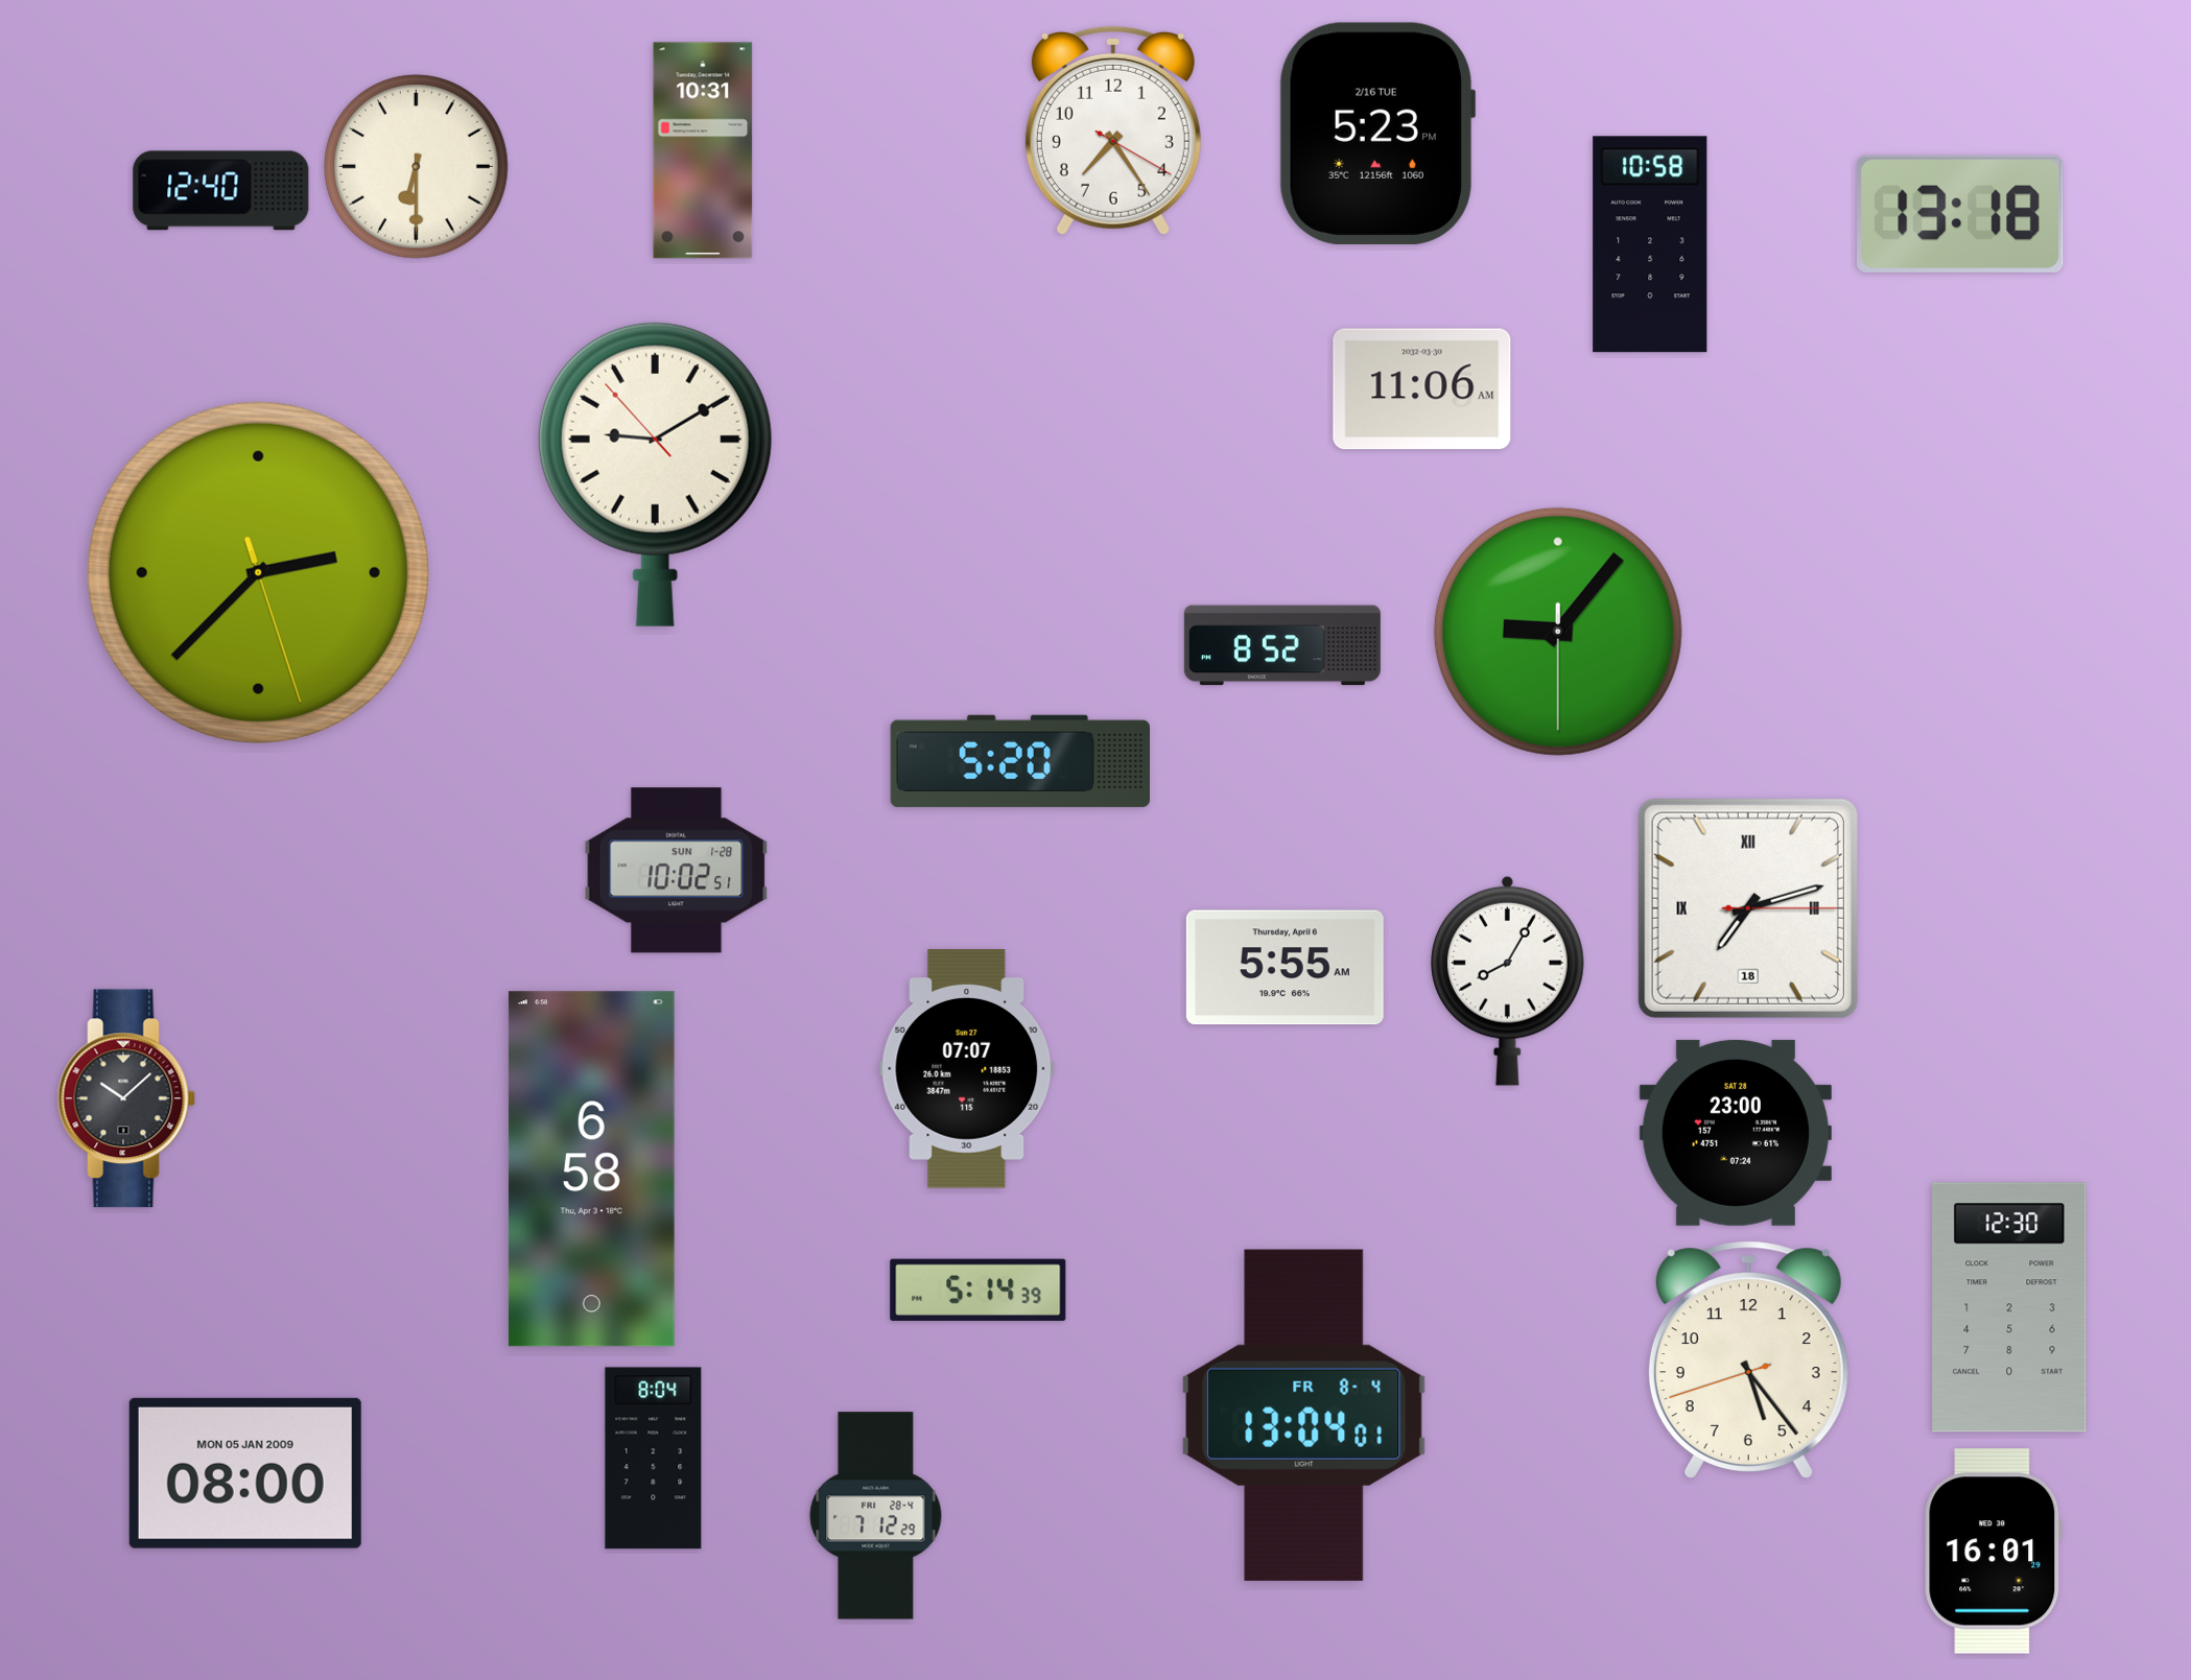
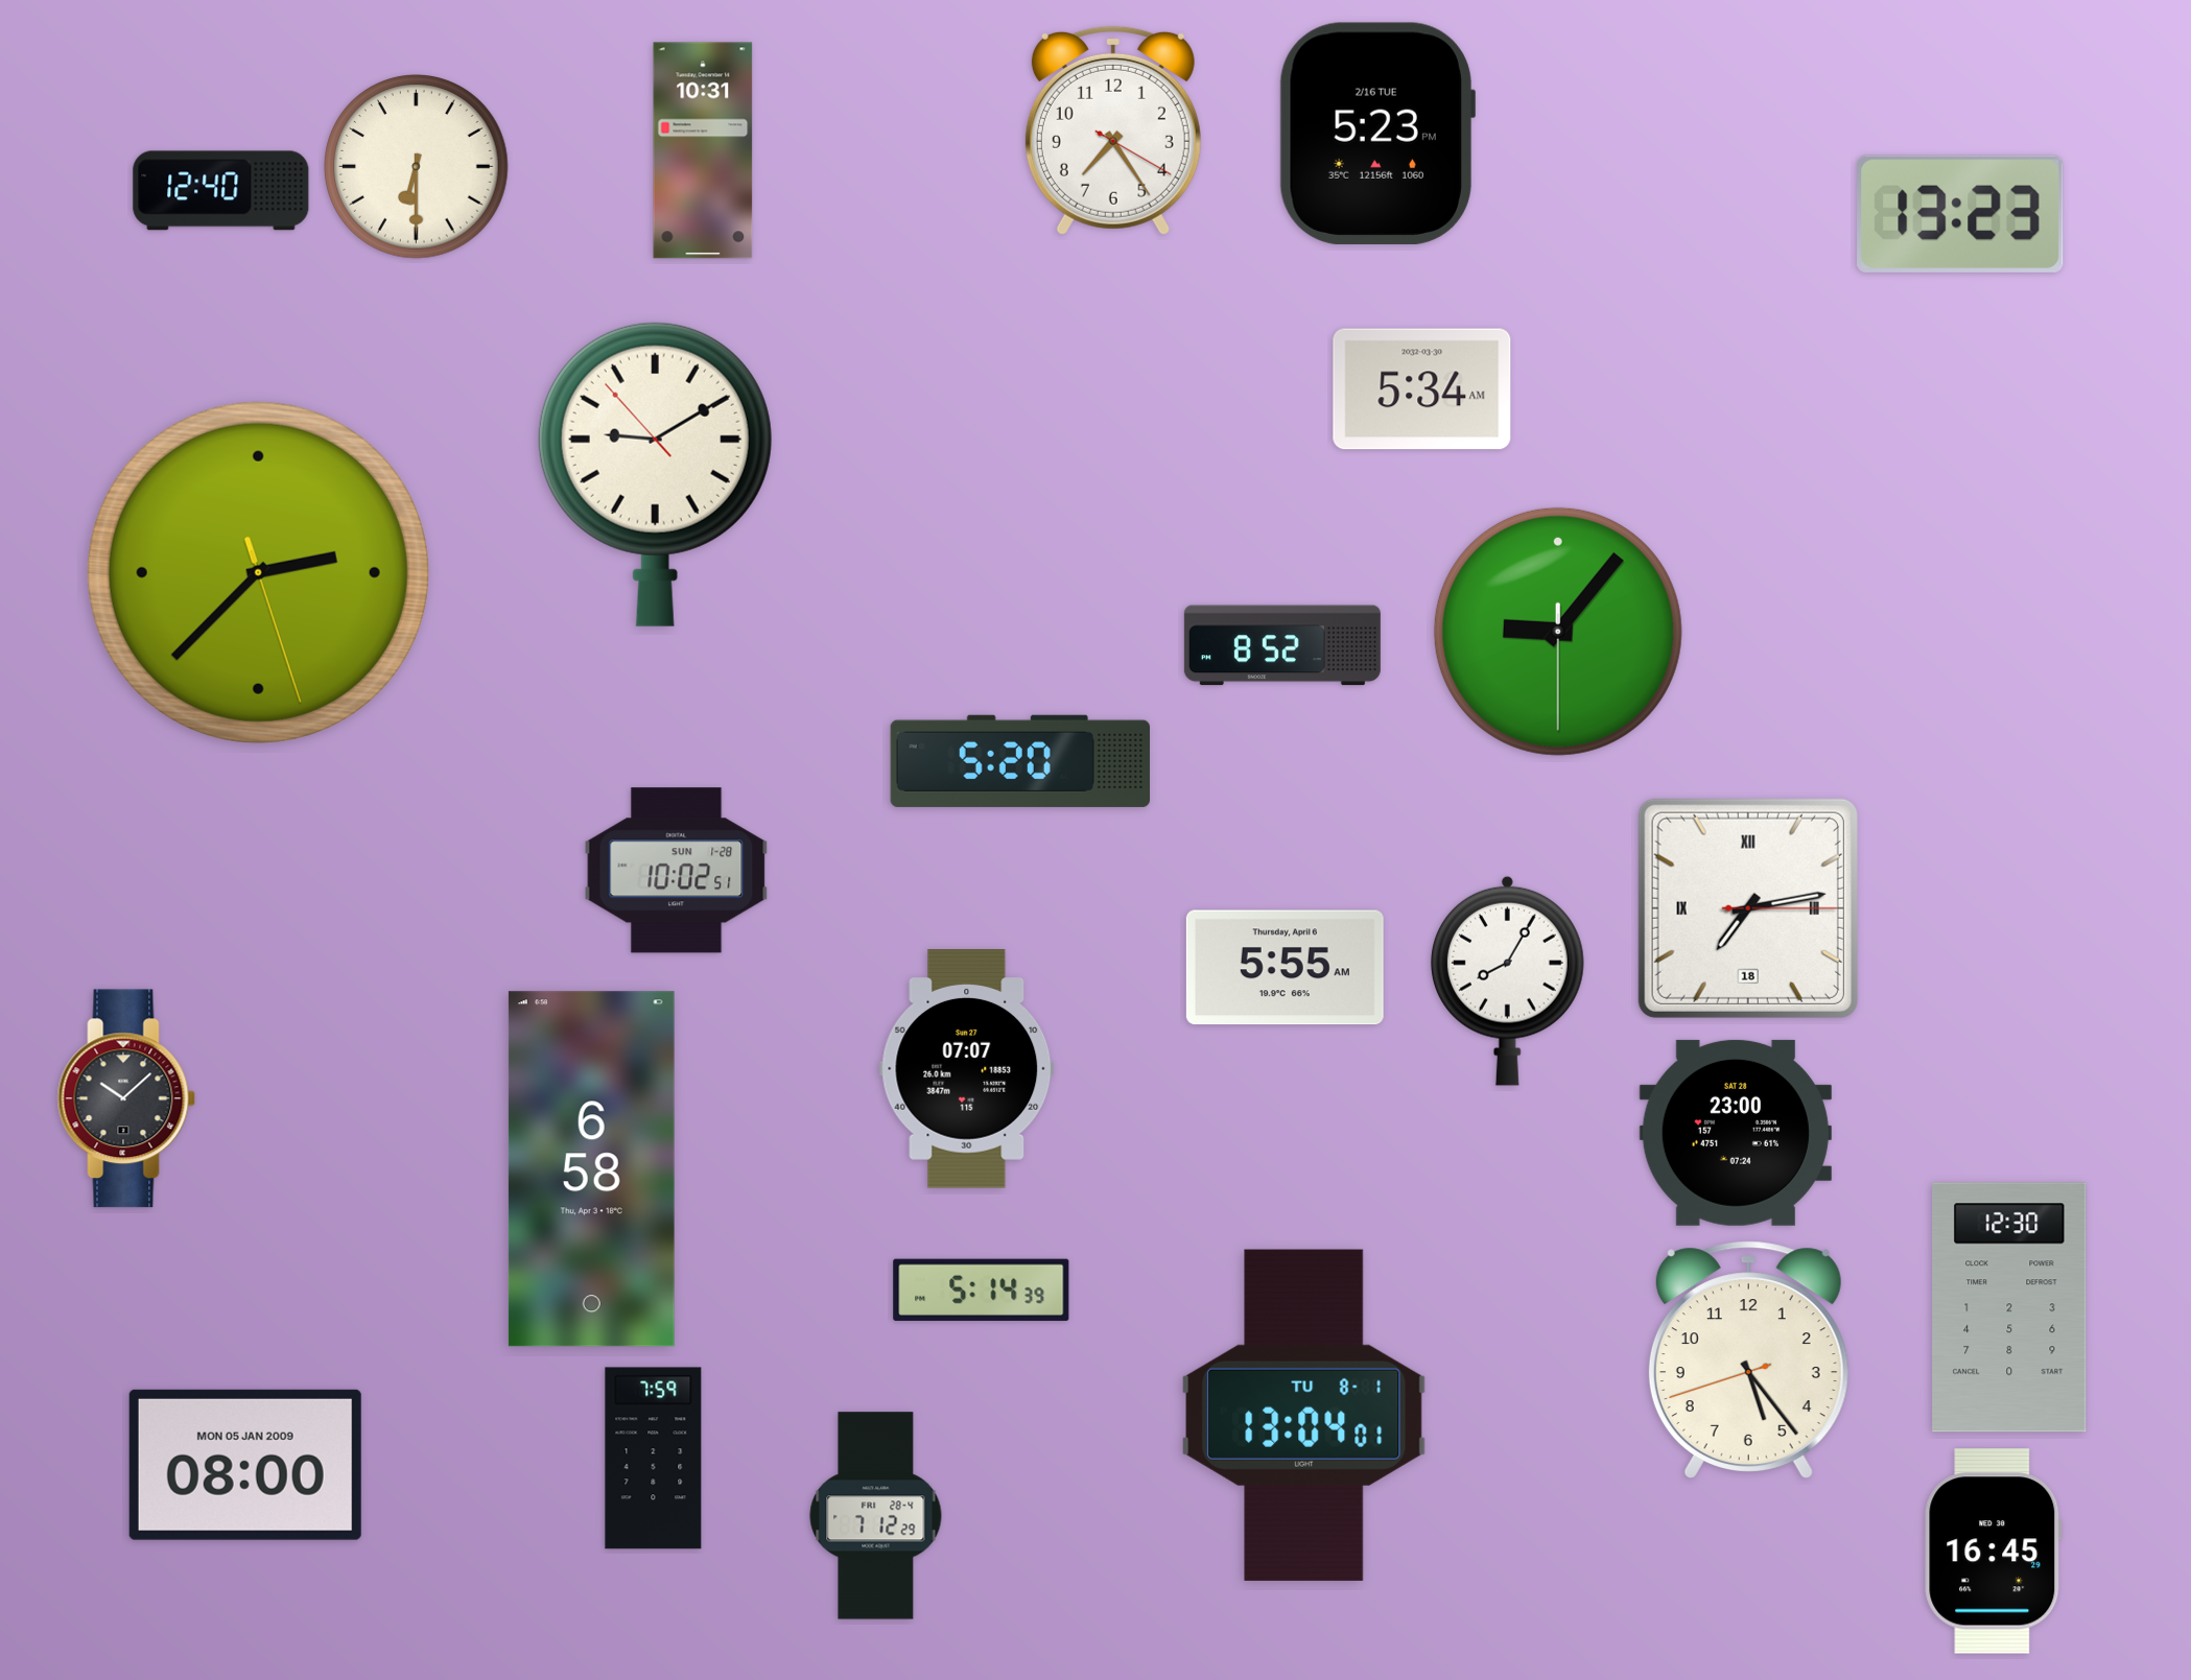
clock at (1961, 214): 13:18 -> 13:23
clock at (1650, 244): 10:58 -> none
clock at (1422, 389): 11:06 -> 5:34
clock at (1748, 908): 7:12 -> 7:13
clock at (979, 1289) position: (979, 1289) -> (982, 1289)
clock at (1304, 1415) date: FR 8-4 -> TU 8-1
clock at (654, 1459): 8:04 -> 7:59
clock at (245, 1473) position: (245, 1473) -> (245, 1465)
clock at (1994, 1552): 16:01 -> 16:45
